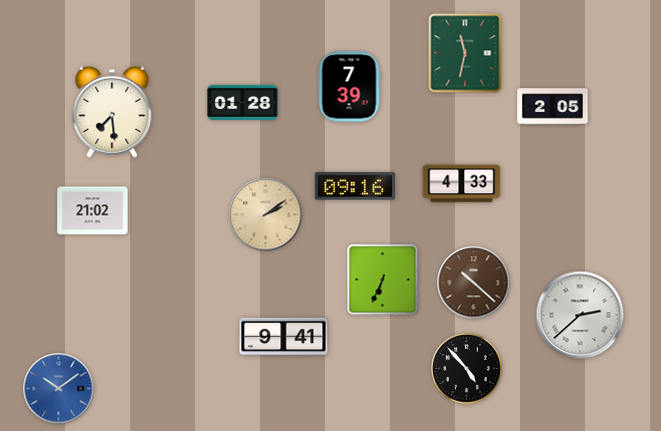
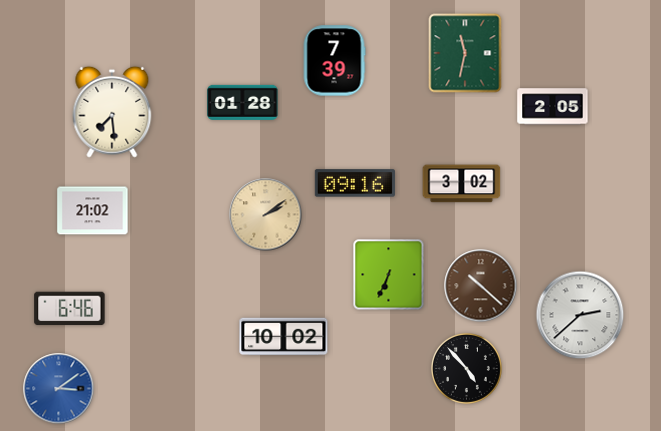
clock at (349, 87) position: (349, 87) -> (334, 61)
clock at (462, 184): 4:33 -> 3:02
clock at (354, 186) position: (354, 186) -> (354, 183)
clock at (383, 280) position: (383, 280) -> (389, 275)
clock at (474, 283) position: (474, 283) -> (481, 286)
clock at (70, 309): none -> 6:46
clock at (284, 337): 9:41 -> 10:02
clock at (59, 389): 10:09 -> 3:09
